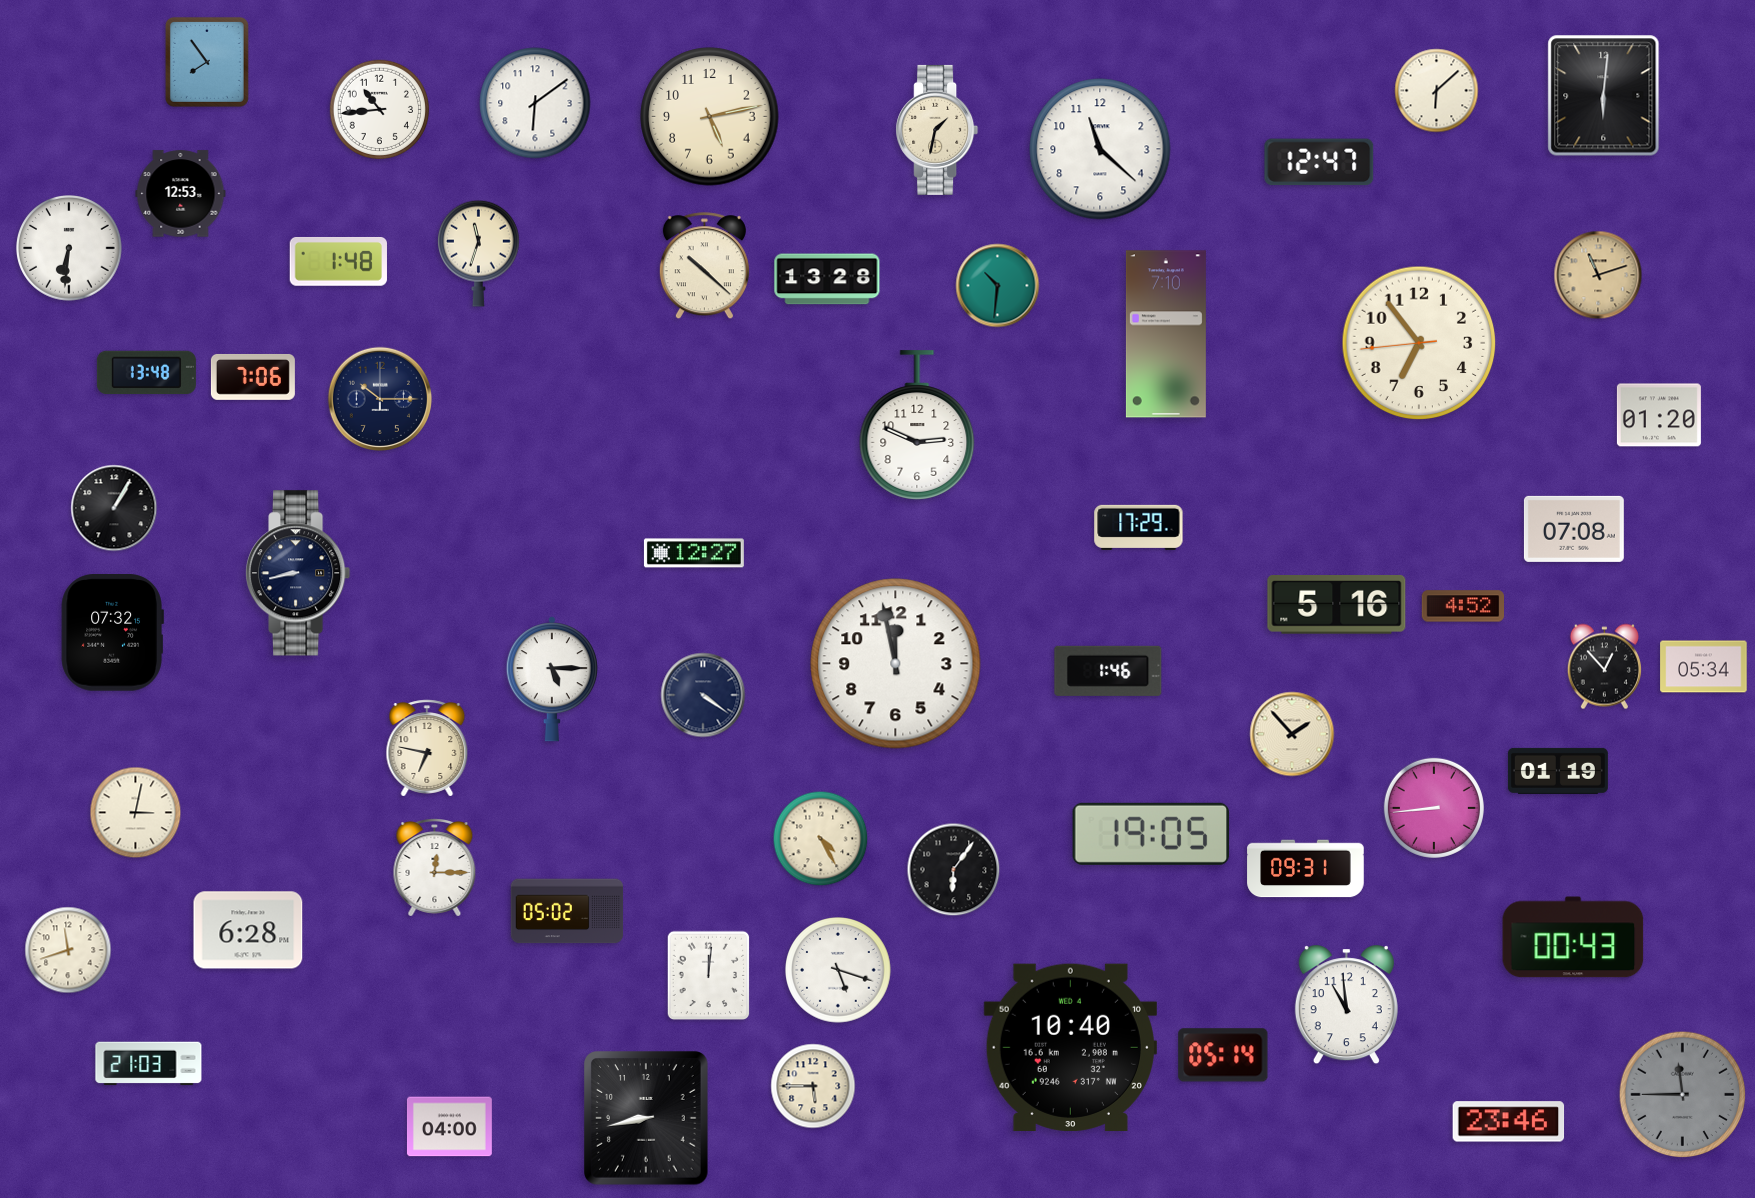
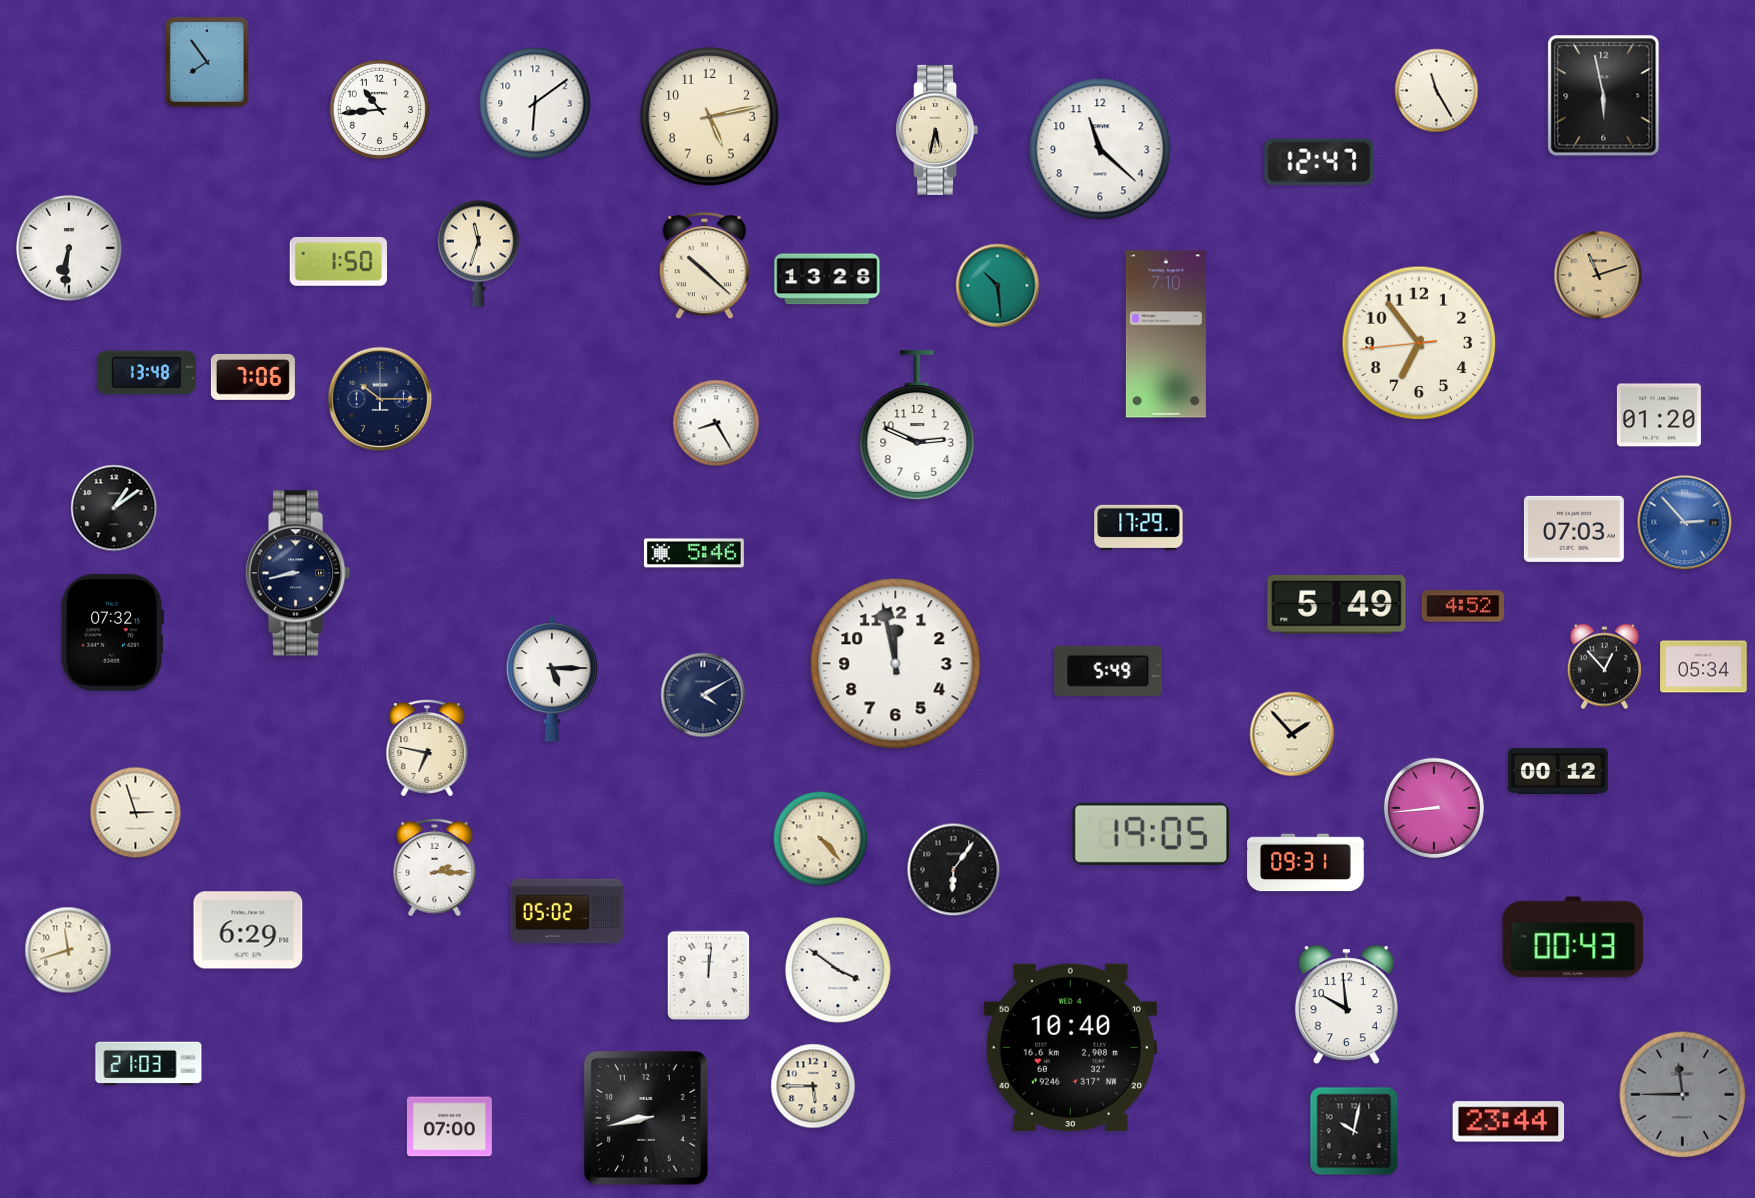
clock at (1437, 91): 6:08 -> 11:25
clock at (1604, 96): 6:01 -> 5:58
clock at (937, 130): 1:32 -> 5:32
clock at (181, 194): 12:53 -> none
clock at (338, 261): 1:48 -> 1:50
clock at (998, 286): 10:31 -> 10:29
clock at (716, 423): none -> 8:25
clock at (114, 508): 1:05 -> 1:09
clock at (1685, 523): none -> 2:53
clock at (1574, 529): 07:08 -> 07:03
clock at (694, 553): 12:27 -> 5:46
clock at (1337, 605): 5:16 -> 5:49
clock at (1108, 671): 1:46 -> 5:49
clock at (703, 695): 4:21 -> 4:10
clock at (1558, 771): 01:19 -> 00:12
clock at (136, 813): 3:02 -> 2:57
clock at (821, 839): 4:25 -> 4:23
clock at (435, 868): 12:15 -> 2:15
clock at (1306, 869) position: (1306, 869) -> (1306, 863)
clock at (248, 930): 6:28 -> 6:29
clock at (839, 971): 5:18 -> 3:51
clock at (1346, 1005): 10:59 -> 9:59
clock at (1223, 1055): 05:14 -> none
clock at (1509, 1122): 23:46 -> 23:44
clock at (449, 1127): 04:00 -> 07:00
clock at (1354, 1131): none -> 10:02
